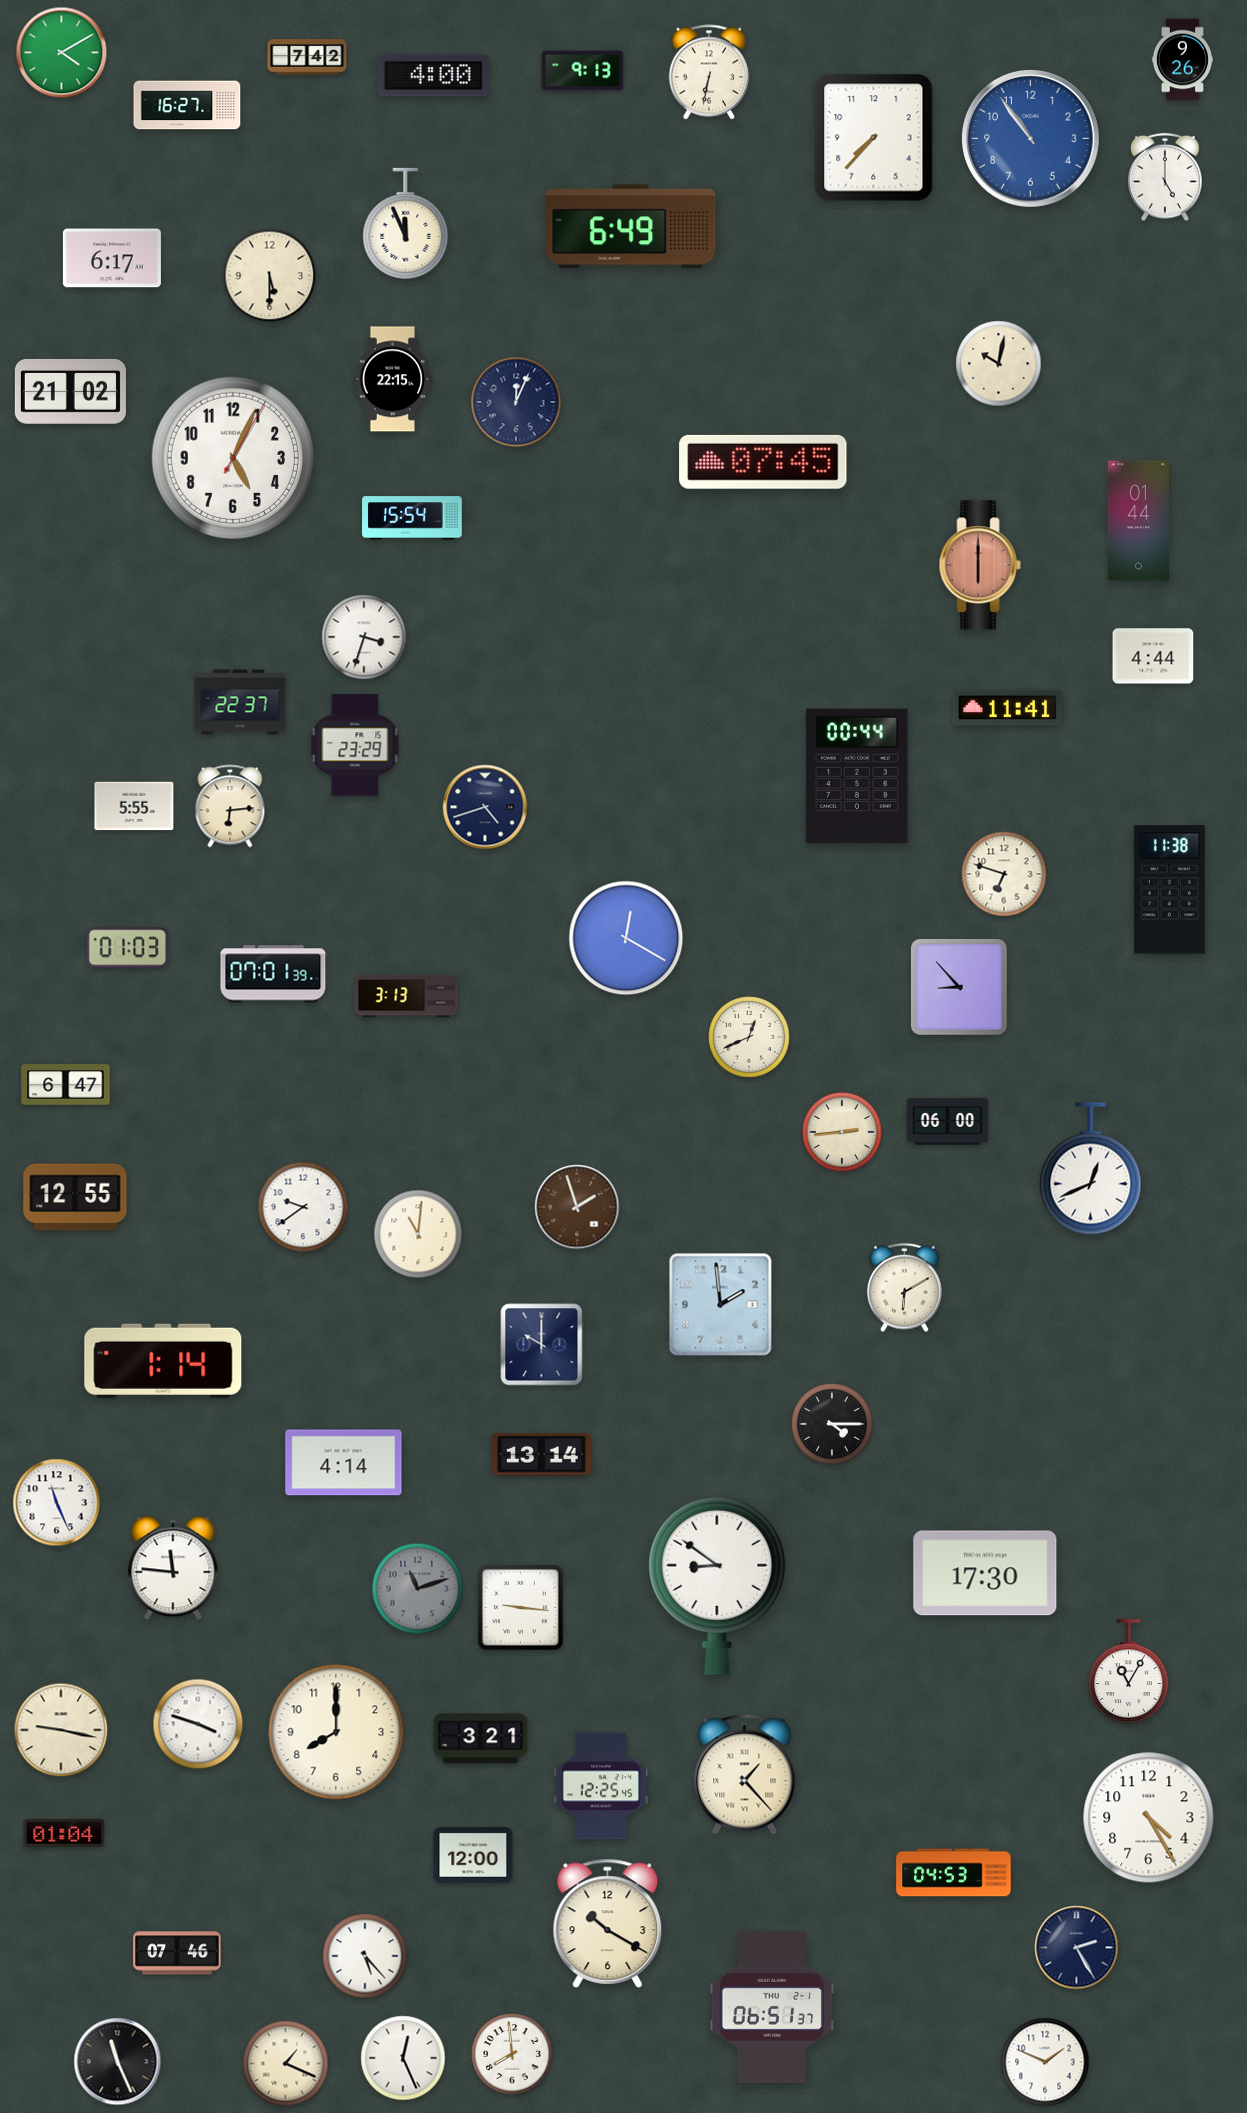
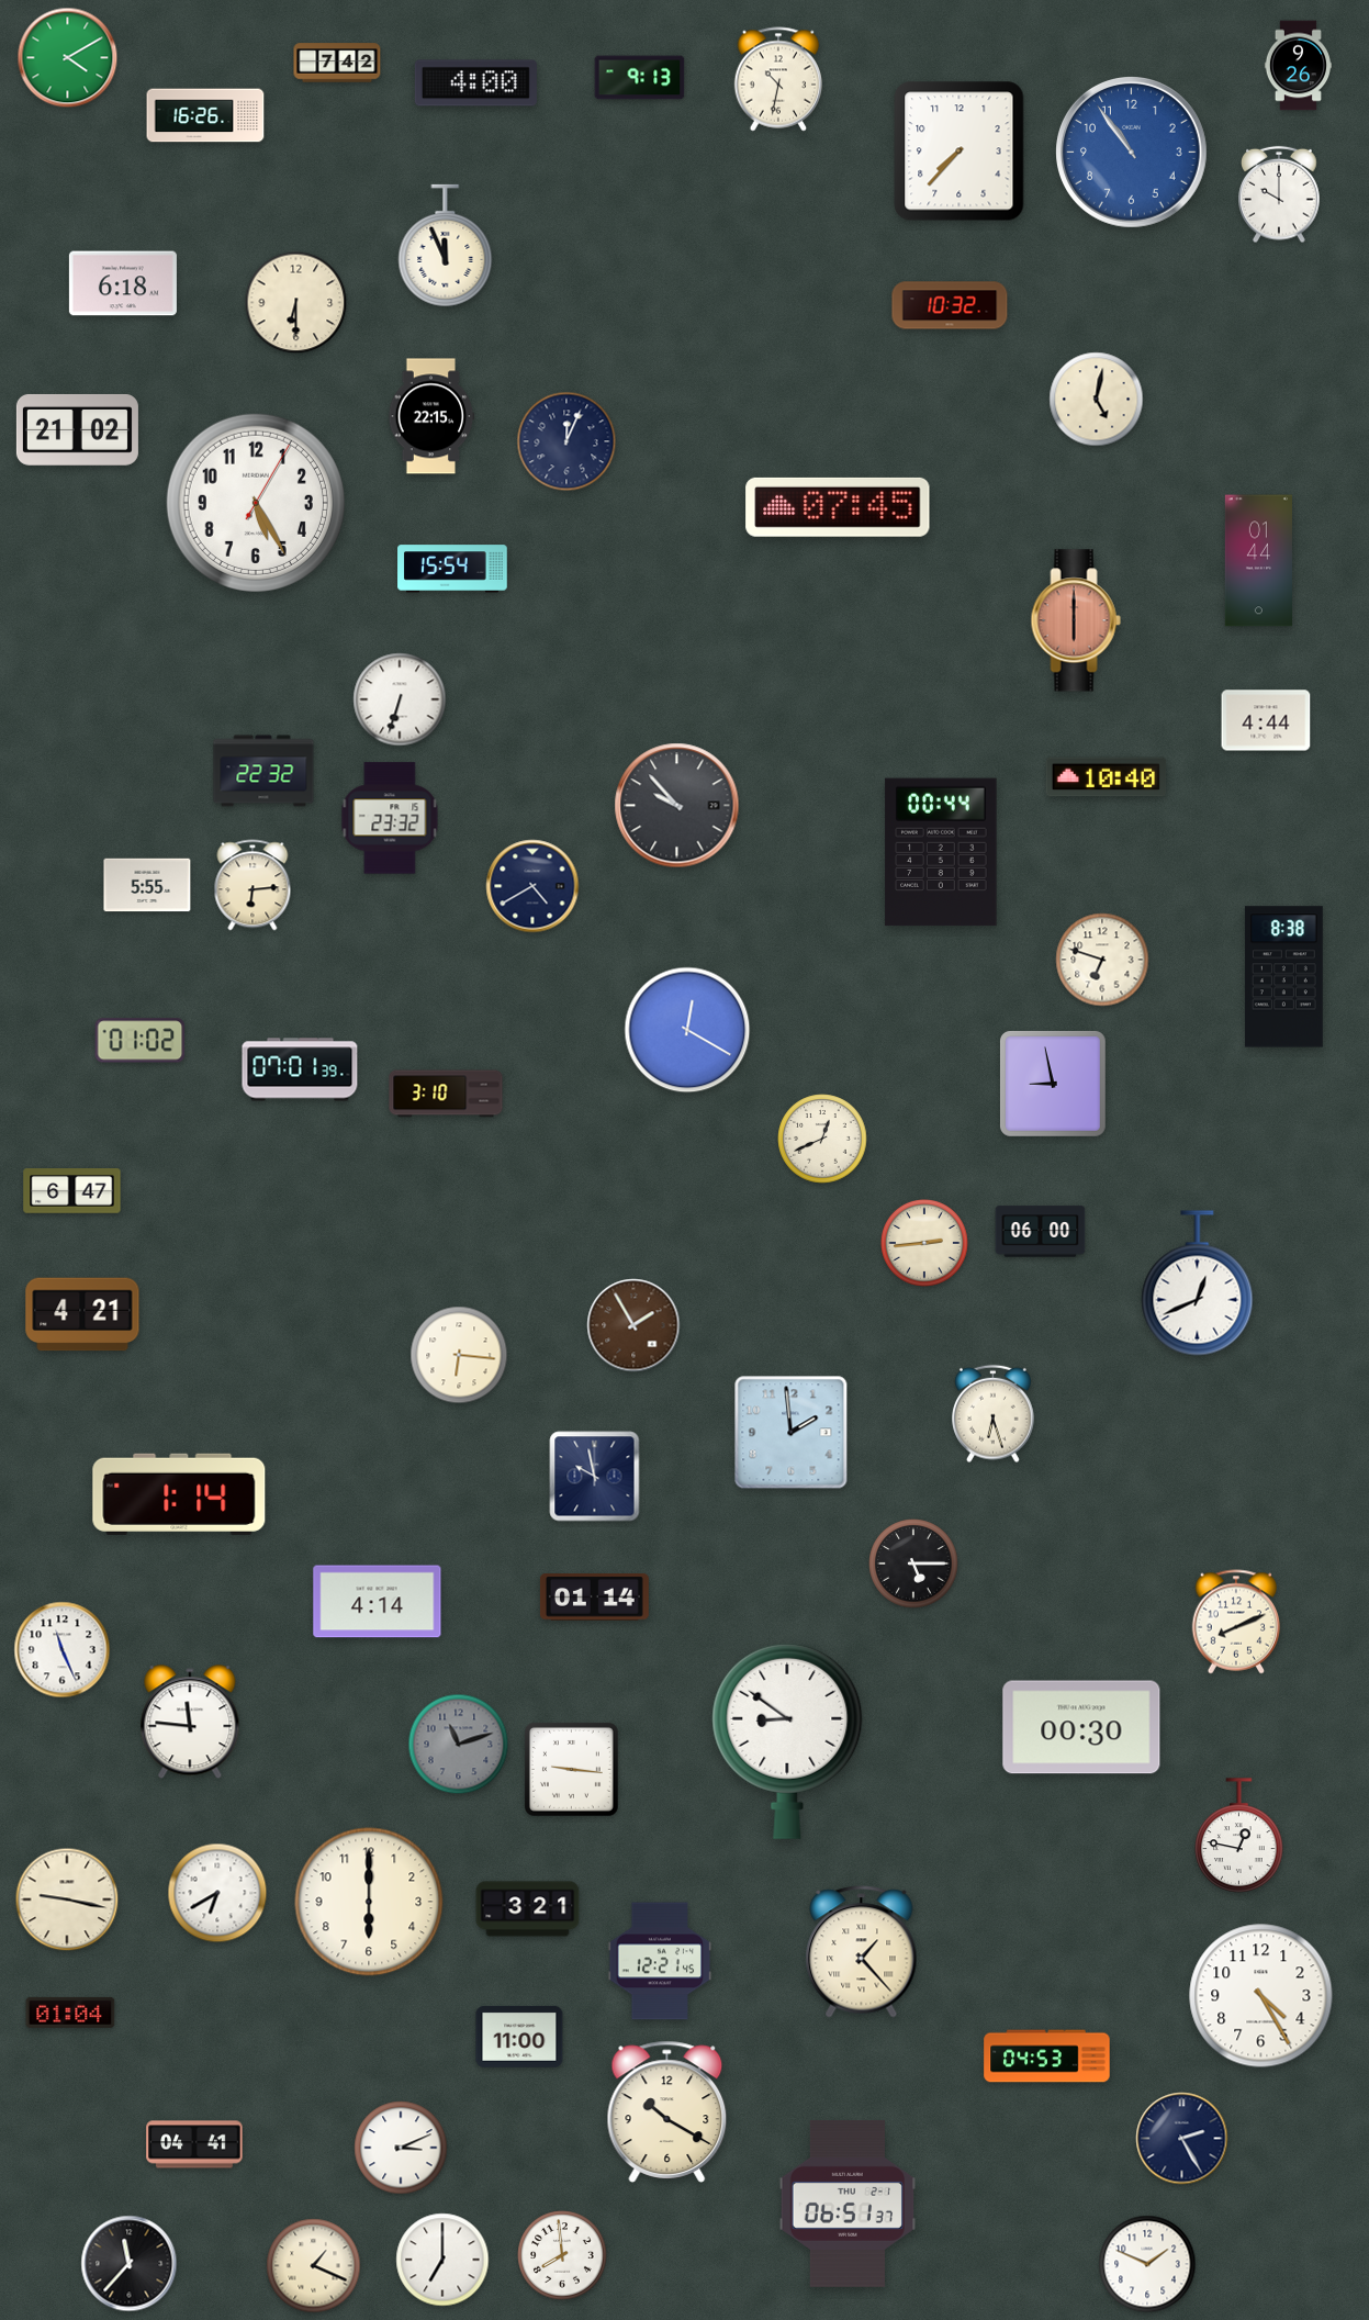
clock at (709, 72): 6:32 -> 10:32
clock at (187, 105): 16:27 -> 16:26
clock at (1165, 177): 5:00 -> 10:00
clock at (631, 227): 6:49 -> none
clock at (112, 258): 6:17 -> 6:18
clock at (270, 276): 5:30 -> 6:30
clock at (950, 305): none -> 10:32
clock at (999, 364): 10:02 -> 5:02
clock at (233, 458): 5:04 -> 5:25
clock at (1138, 521) position: (1138, 521) -> (1258, 561)
clock at (364, 637): 3:33 -> 6:33
clock at (240, 702): 22:37 -> 22:32
clock at (1008, 708): 11:41 -> 10:40
clock at (677, 806): none -> 9:53
clock at (355, 745): 23:29 -> 23:32
clock at (485, 807): 4:42 -> 4:40
clock at (1169, 890): 11:38 -> 8:38
clock at (128, 948): 01:03 -> 01:02
clock at (959, 987): 8:53 -> 8:58
clock at (406, 996): 3:13 -> 3:10
clock at (75, 1197): 12:55 -> 4:21
clock at (303, 1207): 9:39 -> none
clock at (577, 1207): 1:57 -> 1:55
clock at (418, 1234): 11:01 -> 6:16
clock at (905, 1288): 6:10 -> 6:27
clock at (542, 1345): 10:00 -> 9:58
clock at (832, 1424): 4:15 -> 5:15
clock at (541, 1455): 13:14 -> 01:14
clock at (344, 1463) position: (344, 1463) -> (378, 1602)
clock at (1236, 1622): none -> 8:11
clock at (985, 1573): 17:30 -> 00:30
clock at (520, 1608) position: (520, 1608) -> (571, 1770)
clock at (1129, 1672): 11:05 -> 12:47
clock at (198, 1724): 3:48 -> 6:40
clock at (336, 1732): 8:00 -> 6:00
clock at (745, 1775) position: (745, 1775) -> (862, 1952)
clock at (601, 1786): 12:25 -> 12:21
clock at (473, 1855): 12:00 -> 11:00
clock at (177, 1953): 07:46 -> 04:41
clock at (365, 1956): 5:23 -> 3:11
clock at (403, 2058): 12:26 -> 7:00
clock at (118, 2062): 11:26 -> 11:37
